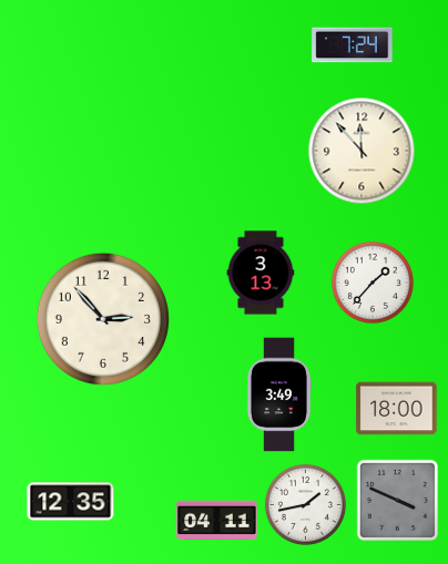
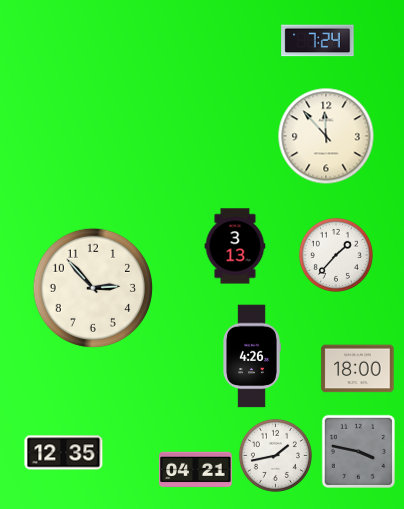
clock at (279, 394): 3:49 -> 4:26
clock at (397, 500): 3:49 -> 3:47
clock at (217, 521): 04:11 -> 04:21
